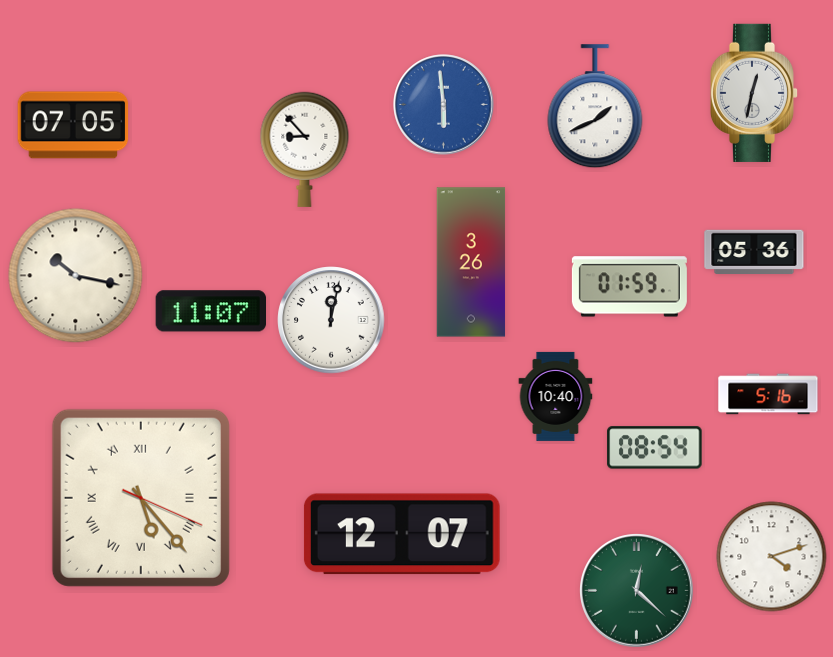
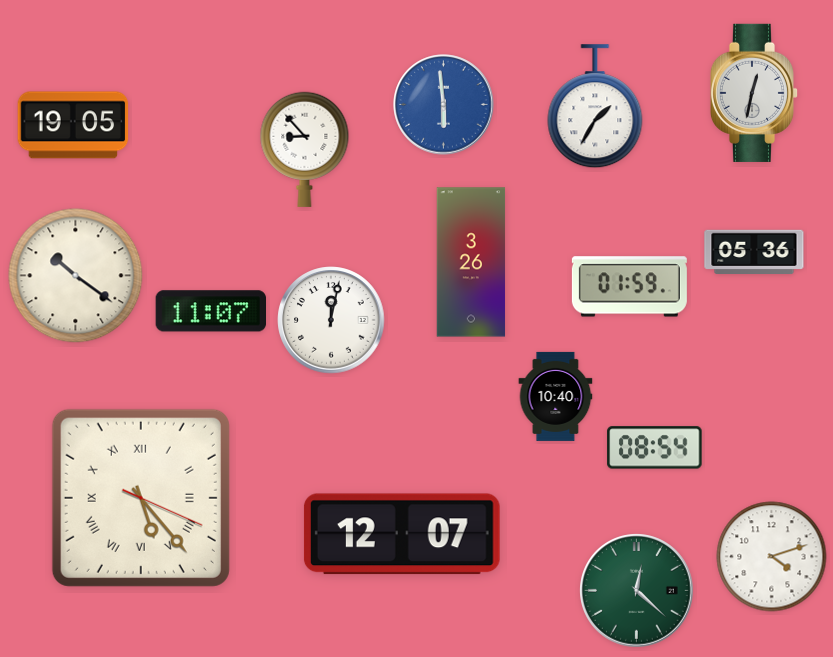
clock at (595, 107): 1:41 -> 1:35
clock at (73, 125): 07:05 -> 19:05
clock at (76, 276): 10:17 -> 10:21
clock at (768, 394): 5:16 -> none
